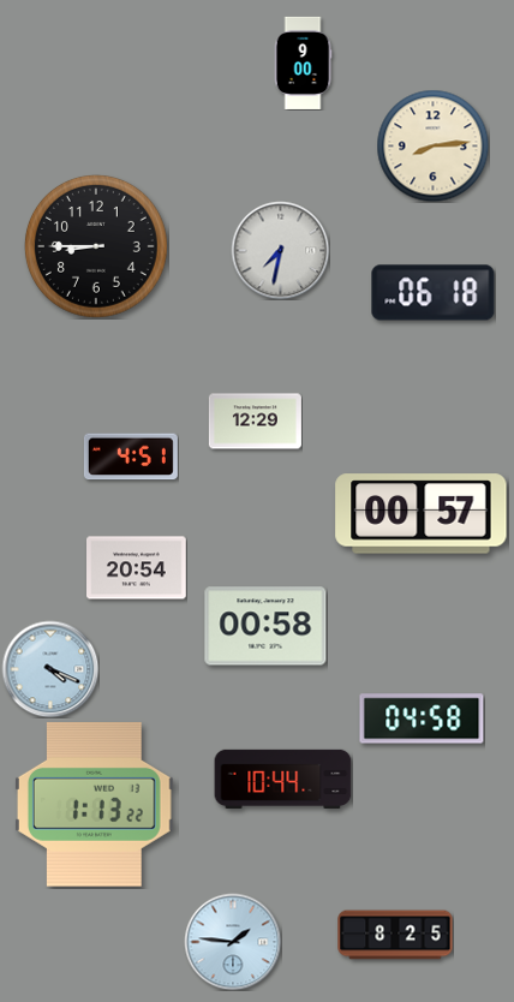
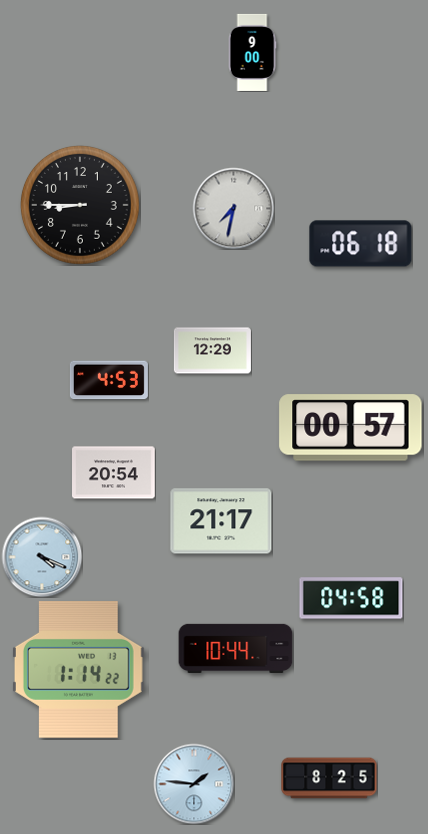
clock at (432, 145): 8:14 -> none
clock at (131, 457): 4:51 -> 4:53
clock at (265, 626): 00:58 -> 21:17
clock at (94, 805): 1:13 -> 1:14
